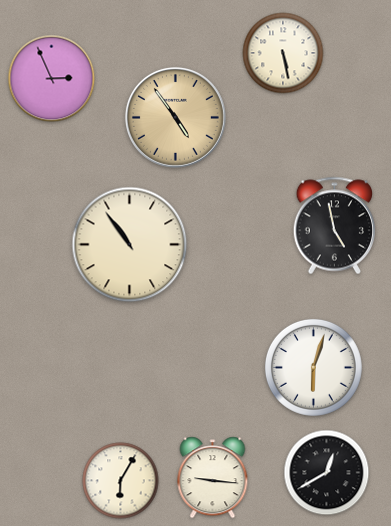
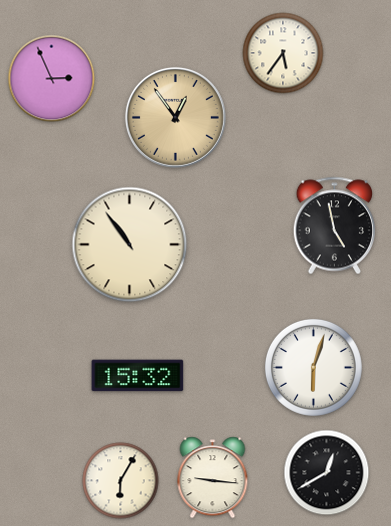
clock at (283, 53): 5:28 -> 5:36
clock at (175, 117): 4:54 -> 12:54
clock at (138, 376): none -> 15:32
